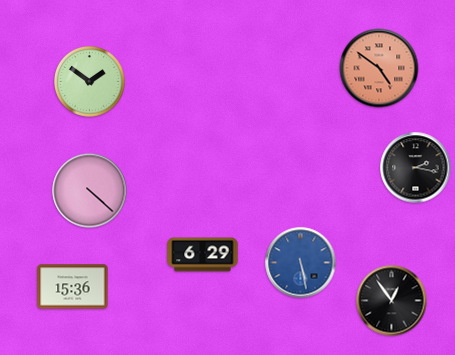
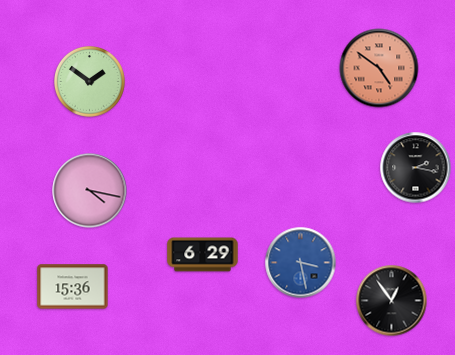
clock at (90, 191): 4:22 -> 4:17
clock at (301, 263): 5:28 -> 3:28
